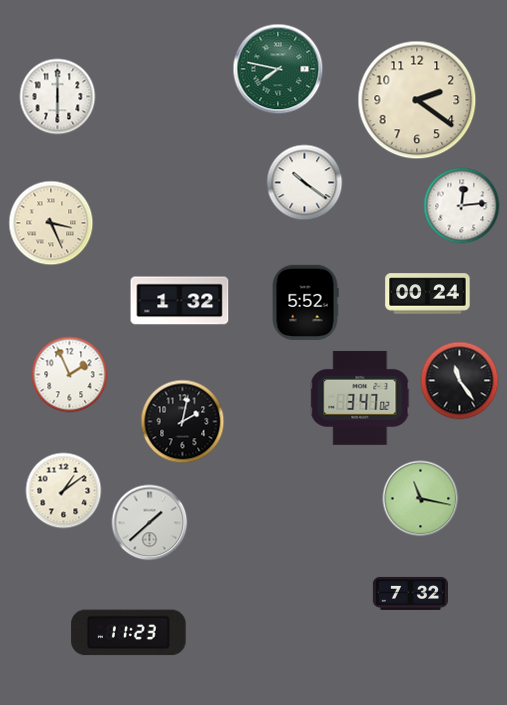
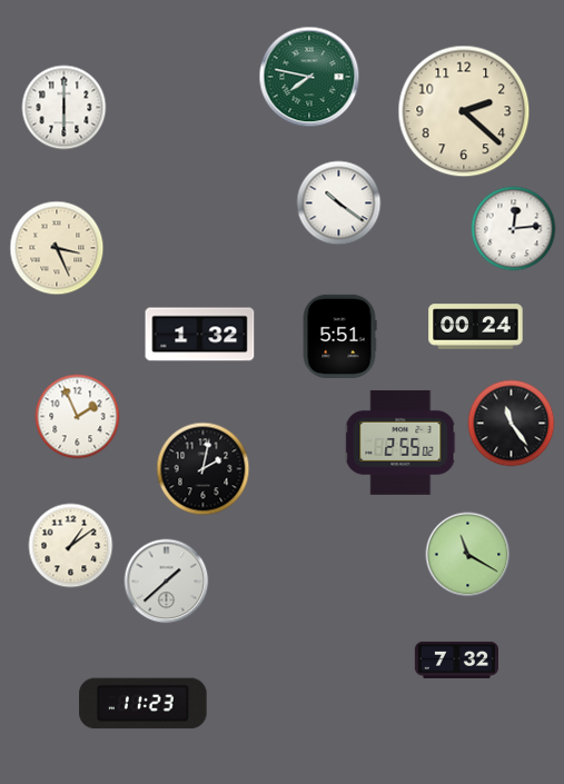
clock at (417, 100): 2:21 -> 2:22
clock at (305, 302): 5:52 -> 5:51
clock at (360, 398): 3:47 -> 2:55
clock at (421, 499): 11:17 -> 11:20
